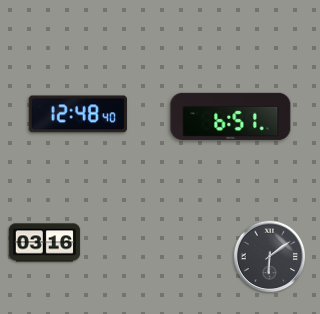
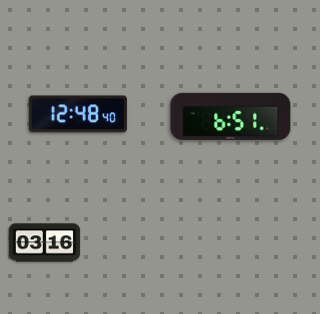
clock at (270, 257): 6:09 -> none
